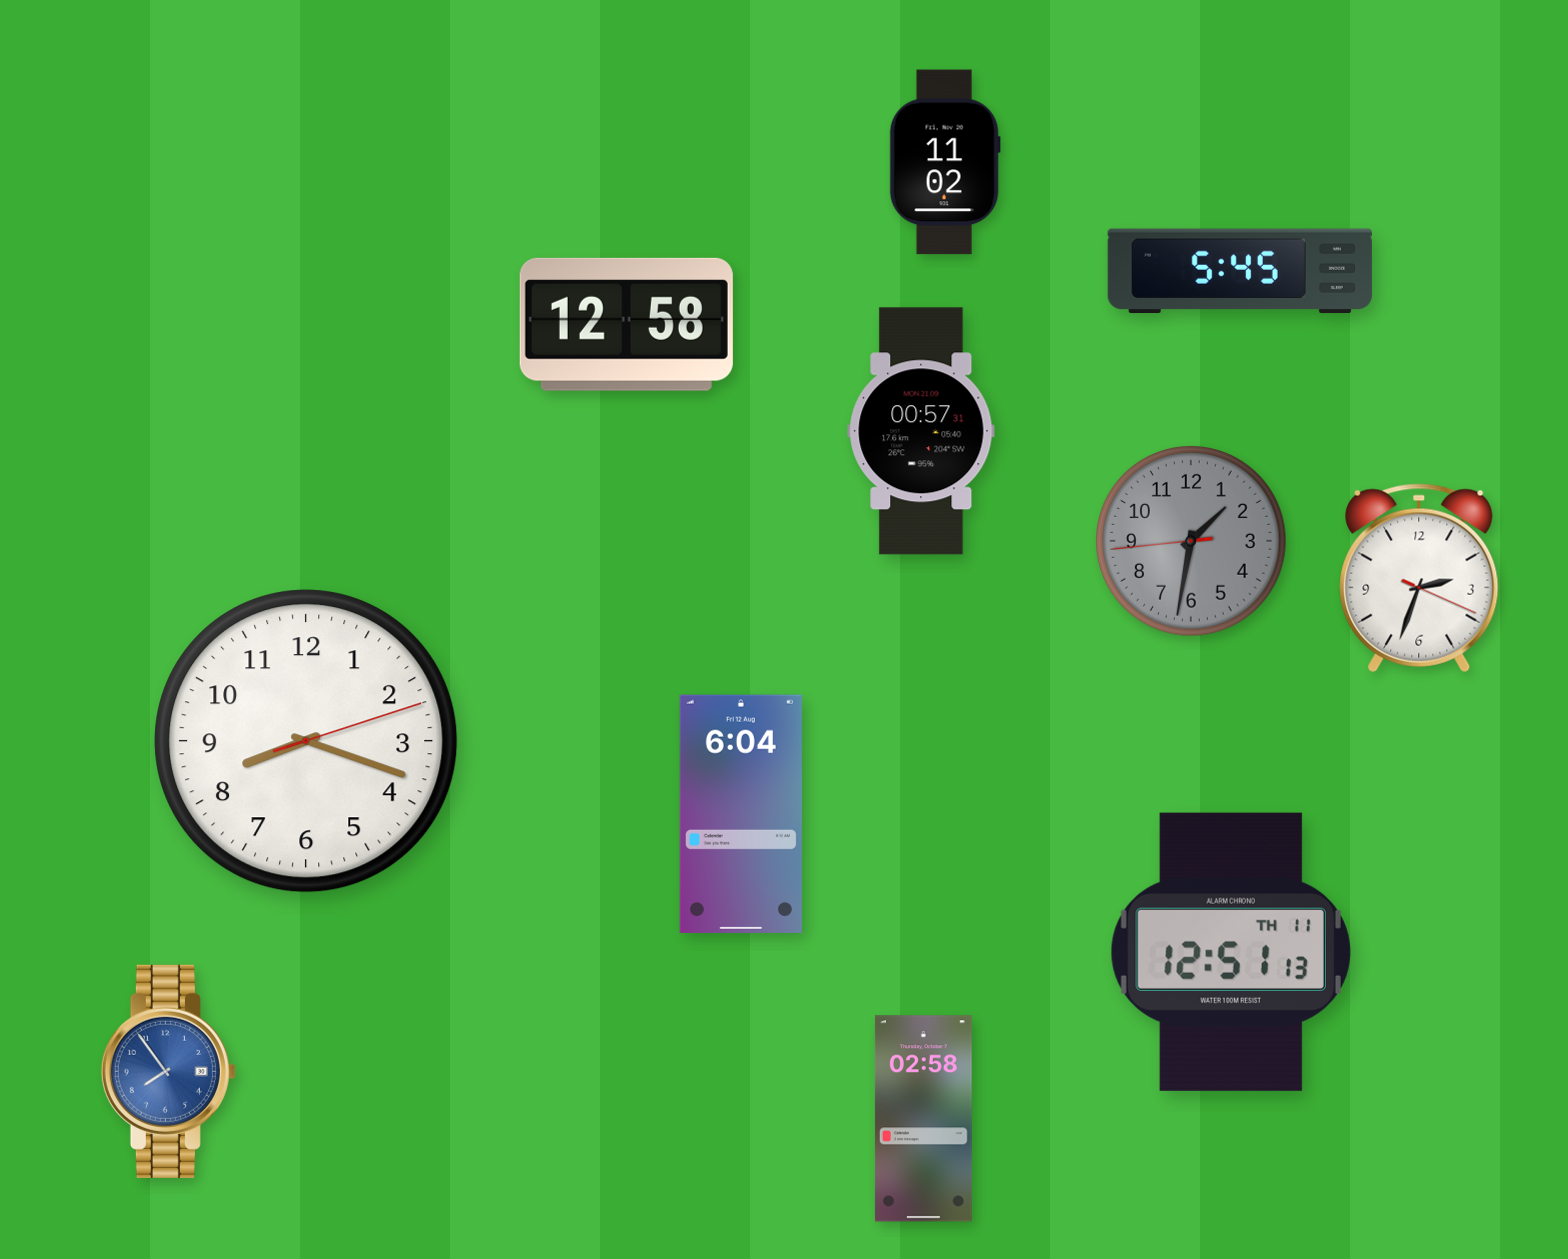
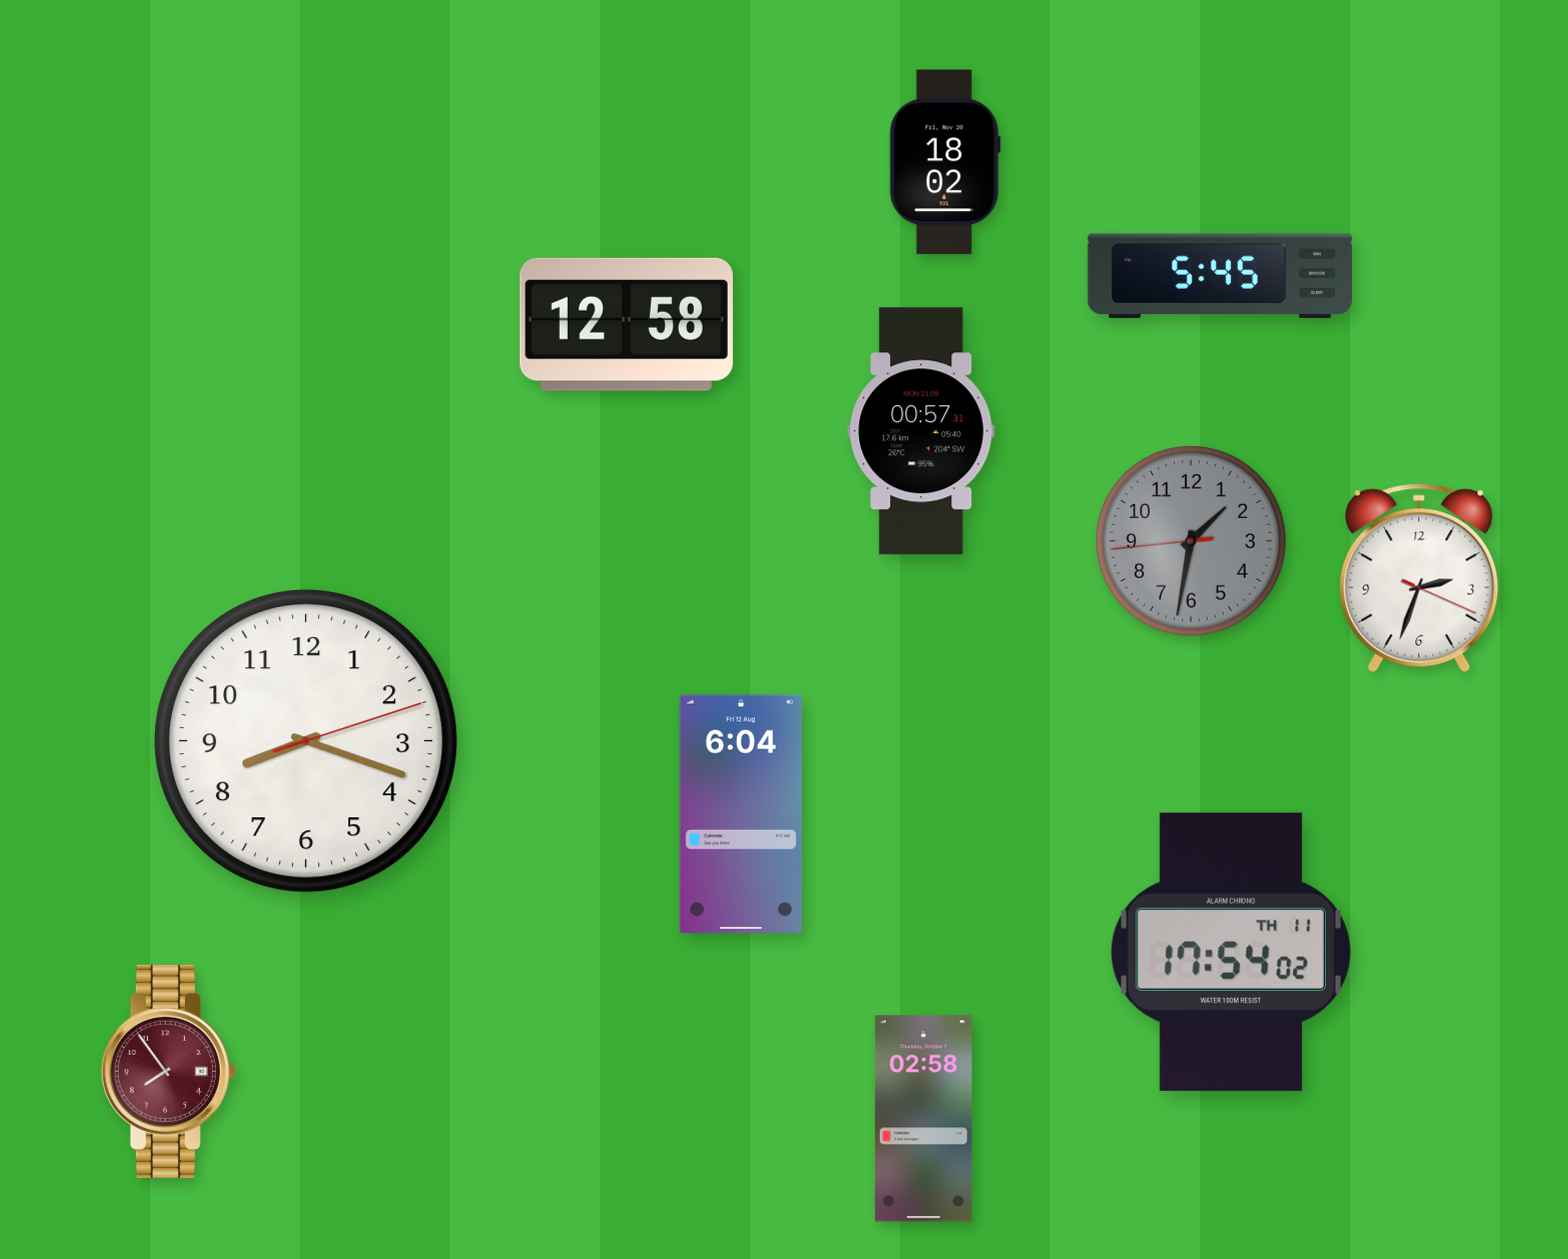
clock at (945, 162): 11:02 -> 18:02
clock at (1240, 271) position: (1240, 271) -> (1220, 276)
clock at (1231, 952): 12:51 -> 17:54
clock at (168, 1071) dial: blue -> burgundy
